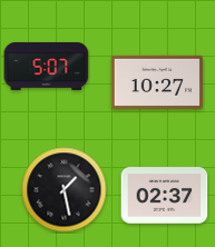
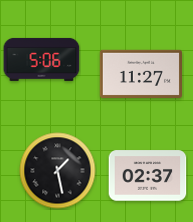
clock at (47, 66): 5:07 -> 5:06
clock at (156, 81): 10:27 -> 11:27
